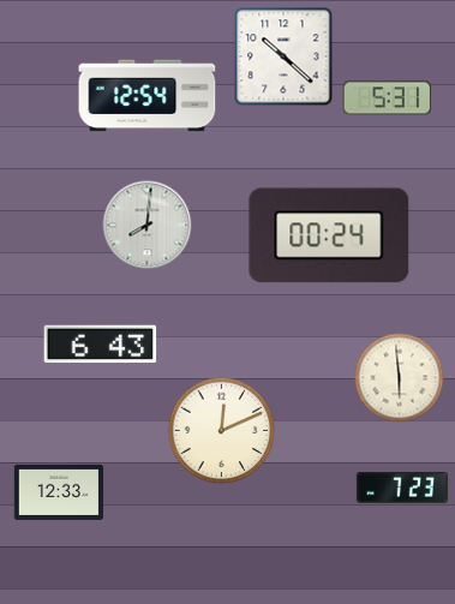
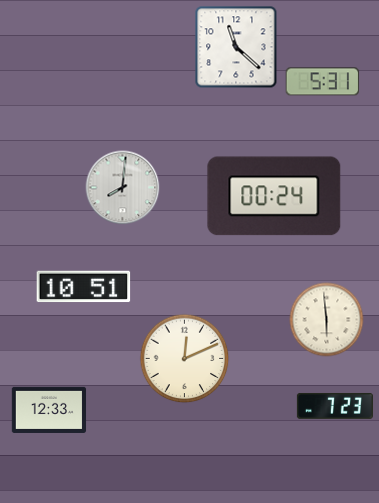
clock at (283, 56): 10:22 -> 11:22
clock at (148, 96): 12:54 -> none
clock at (101, 345): 6:43 -> 10:51
clock at (400, 378) position: (400, 378) -> (327, 320)
